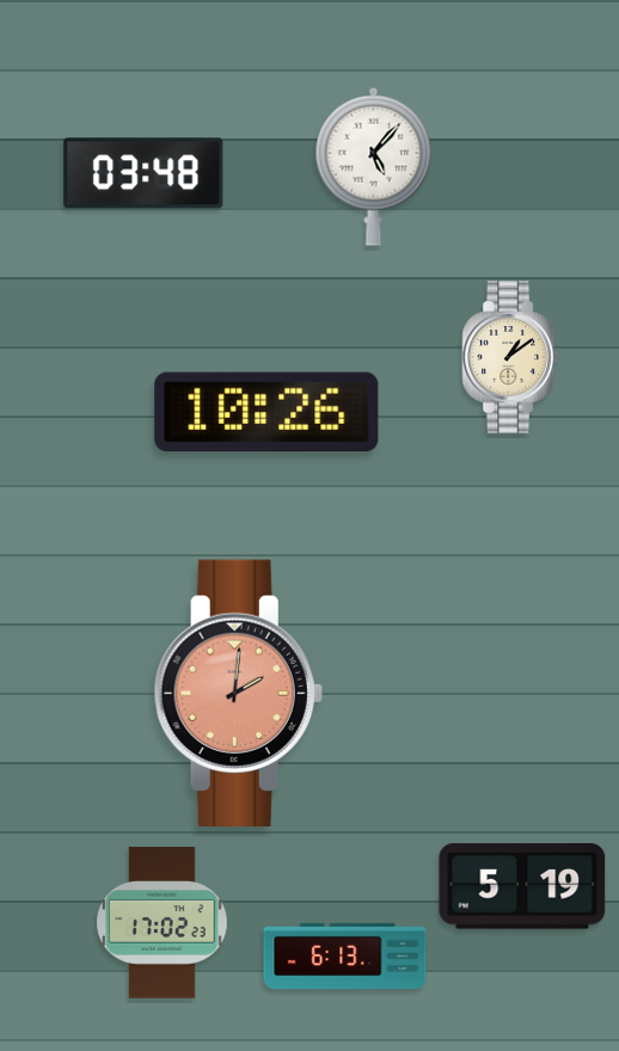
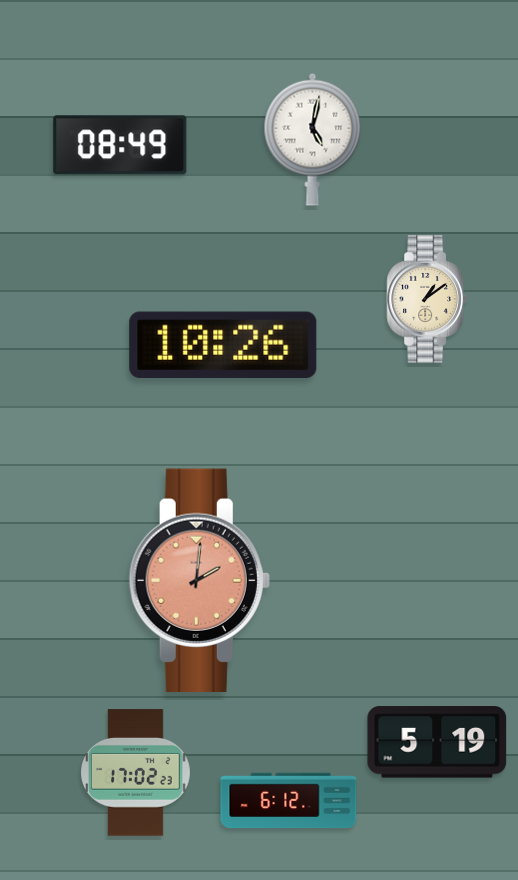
clock at (374, 166): 5:07 -> 5:02
clock at (143, 173): 03:48 -> 08:49
clock at (345, 957): 6:13 -> 6:12
